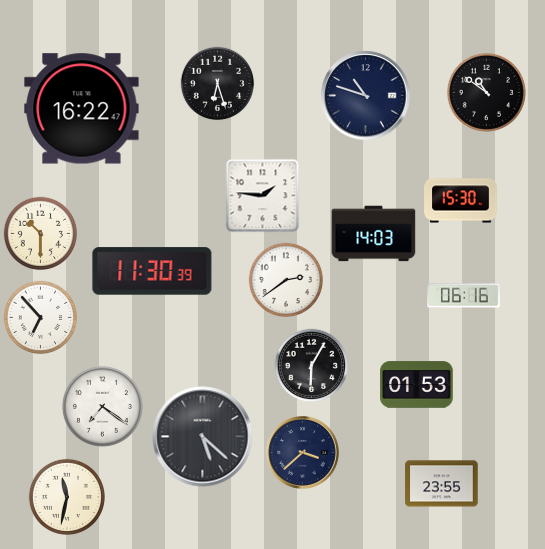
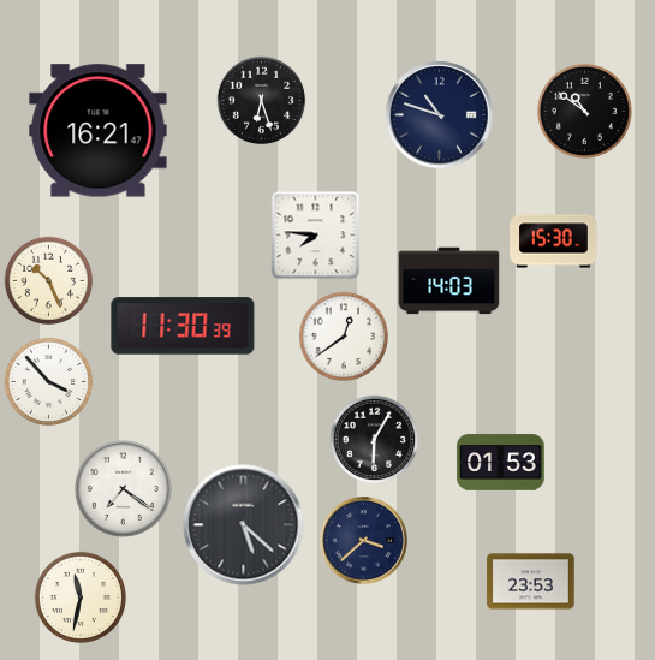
clock at (82, 109): 16:22 -> 16:21
clock at (263, 196): 1:46 -> 7:46
clock at (41, 234): 10:30 -> 10:26
clock at (285, 279): 2:39 -> 12:39
clock at (464, 296): 06:16 -> none
clock at (41, 318): 6:53 -> 3:53
clock at (303, 453) position: (303, 453) -> (364, 541)
clock at (442, 484): 23:55 -> 23:53
